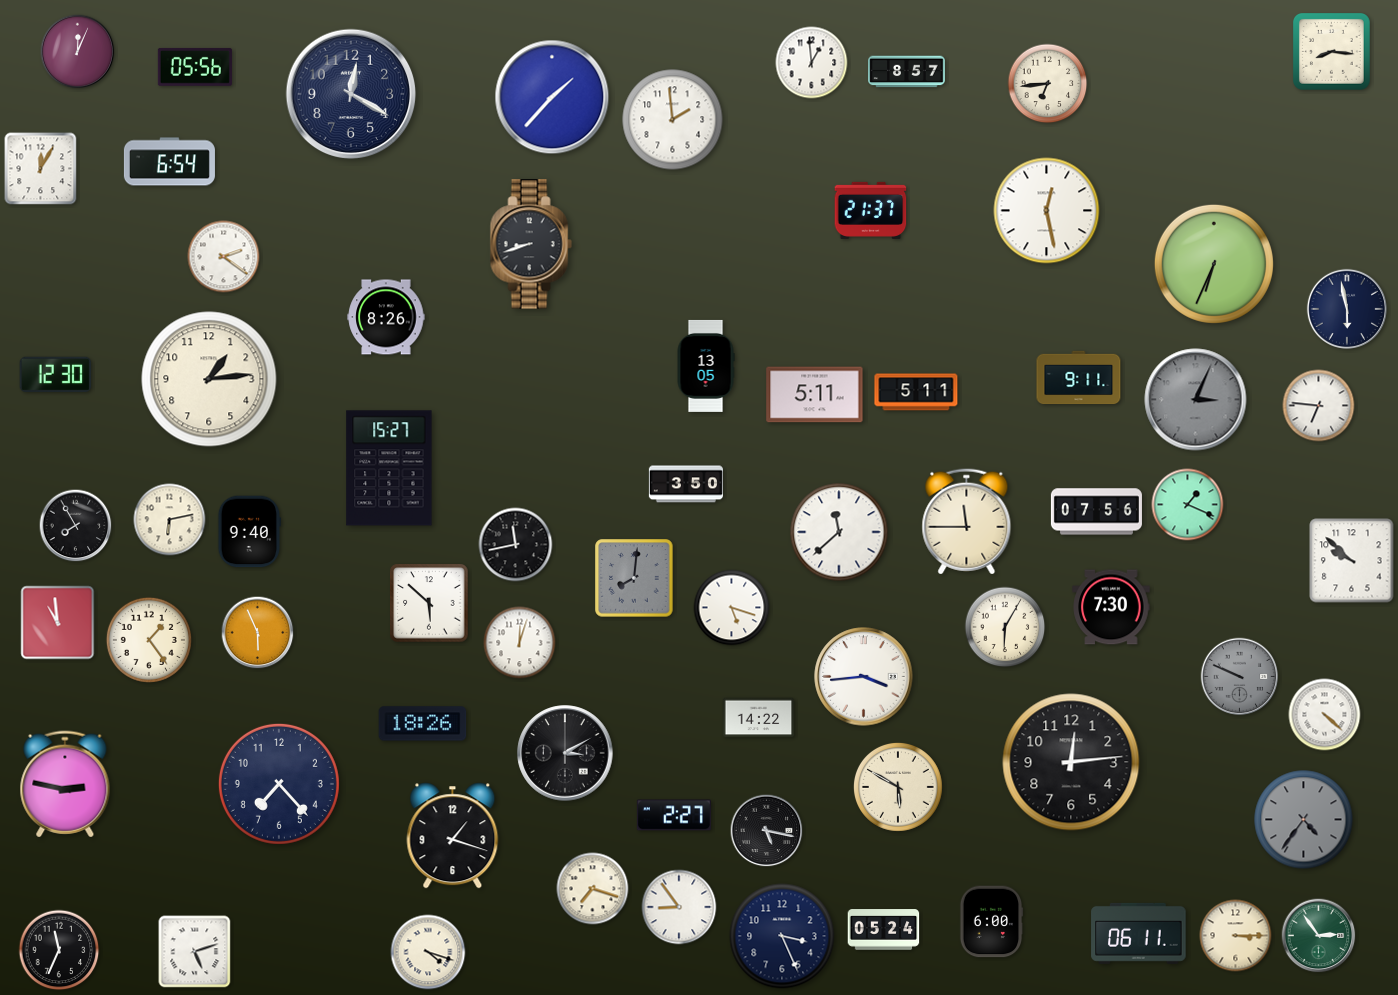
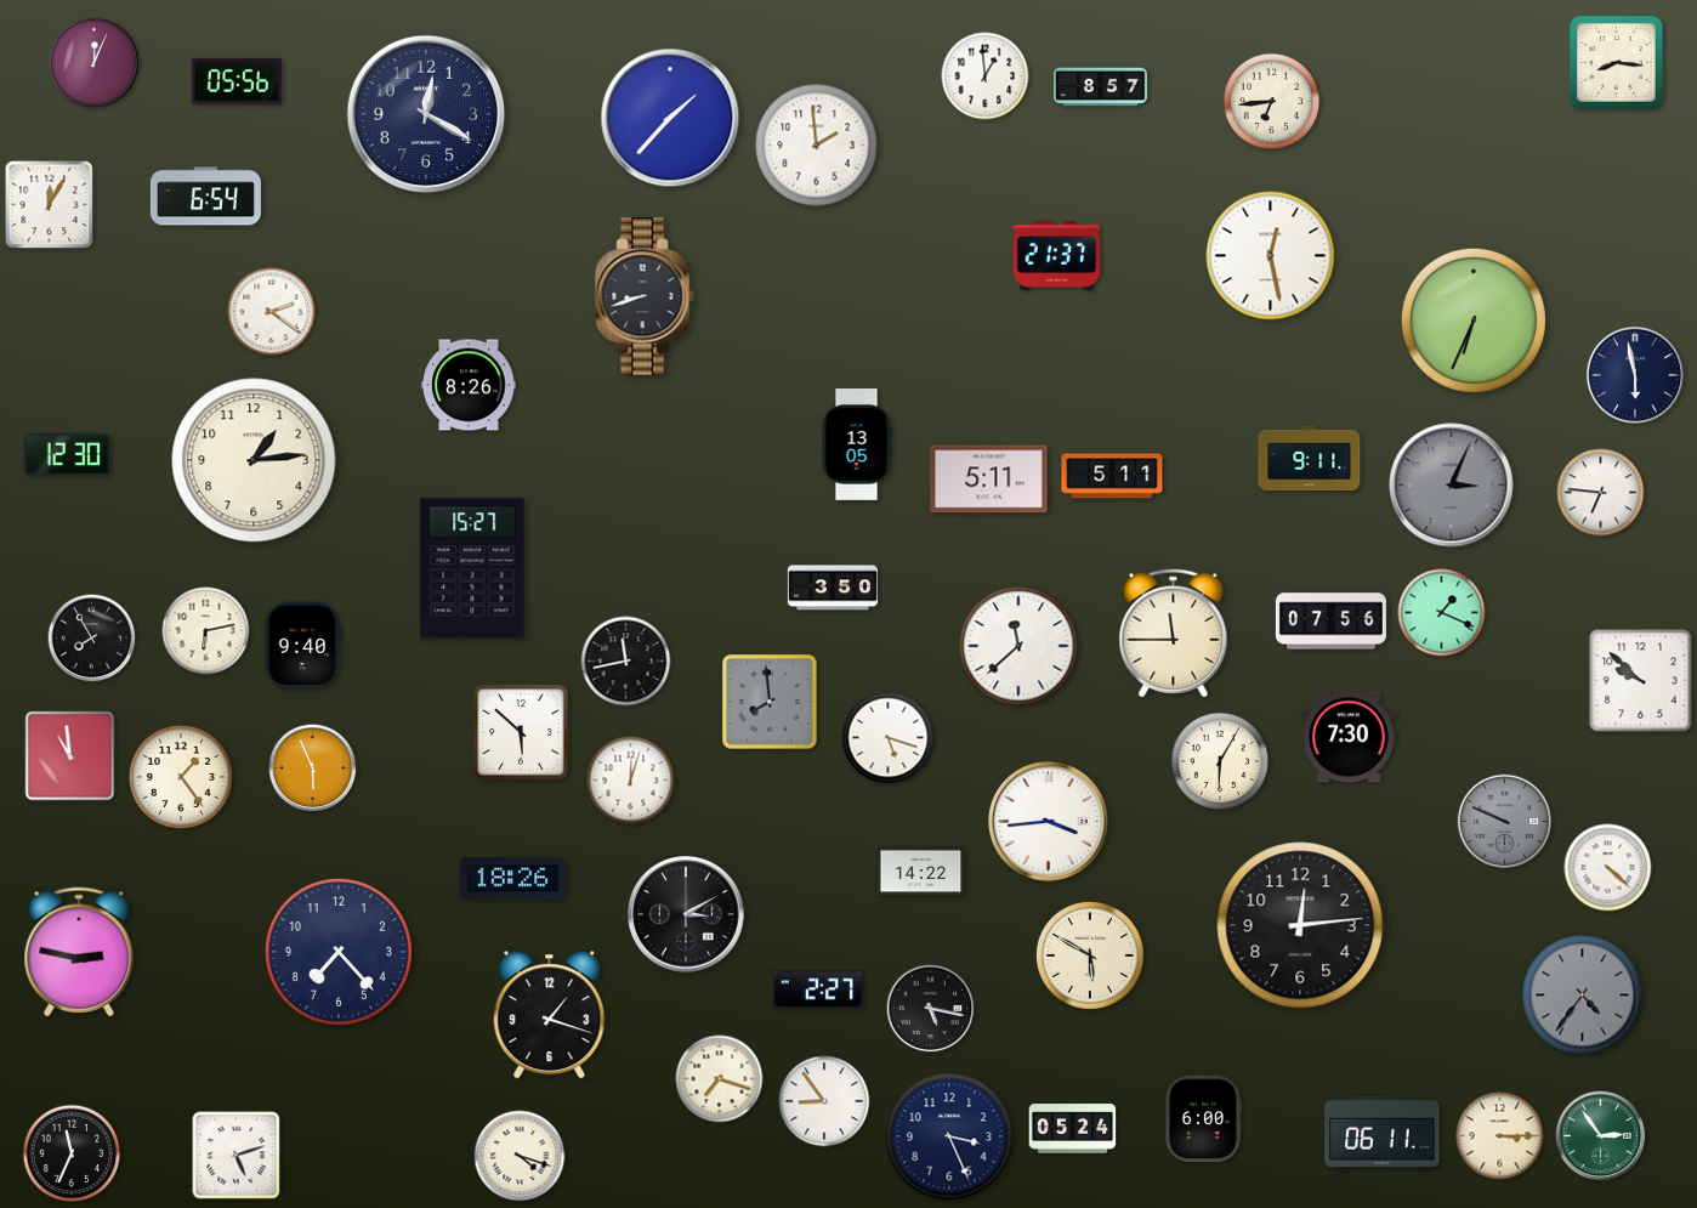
clock at (634, 578): 8:01 -> 7:59
